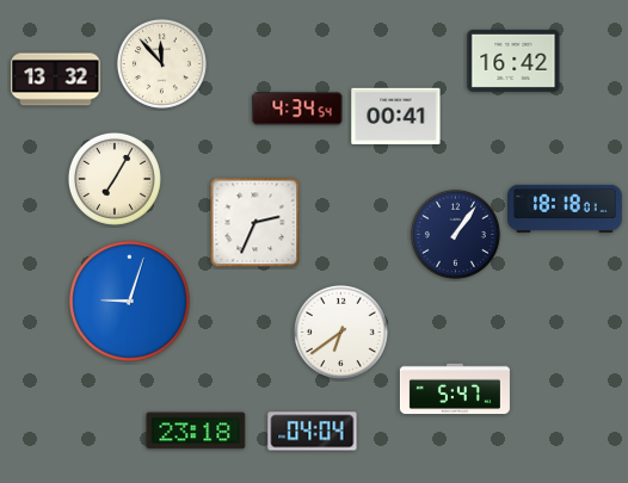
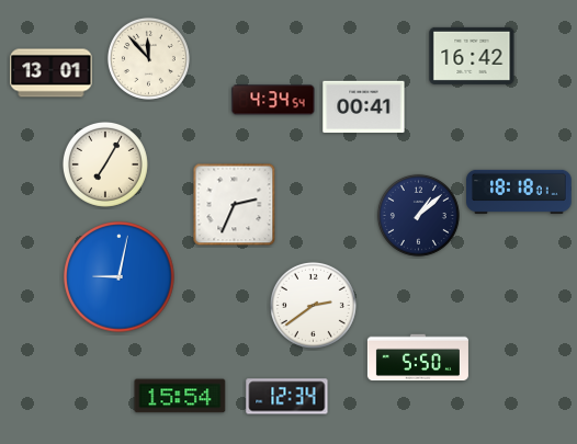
clock at (56, 80): 13:32 -> 13:01
clock at (455, 234): 1:06 -> 1:08
clock at (130, 302): 9:03 -> 9:02
clock at (340, 332): 6:39 -> 2:39
clock at (455, 389): 5:47 -> 5:50
clock at (196, 431): 23:18 -> 15:54
clock at (313, 432): 04:04 -> 12:34
